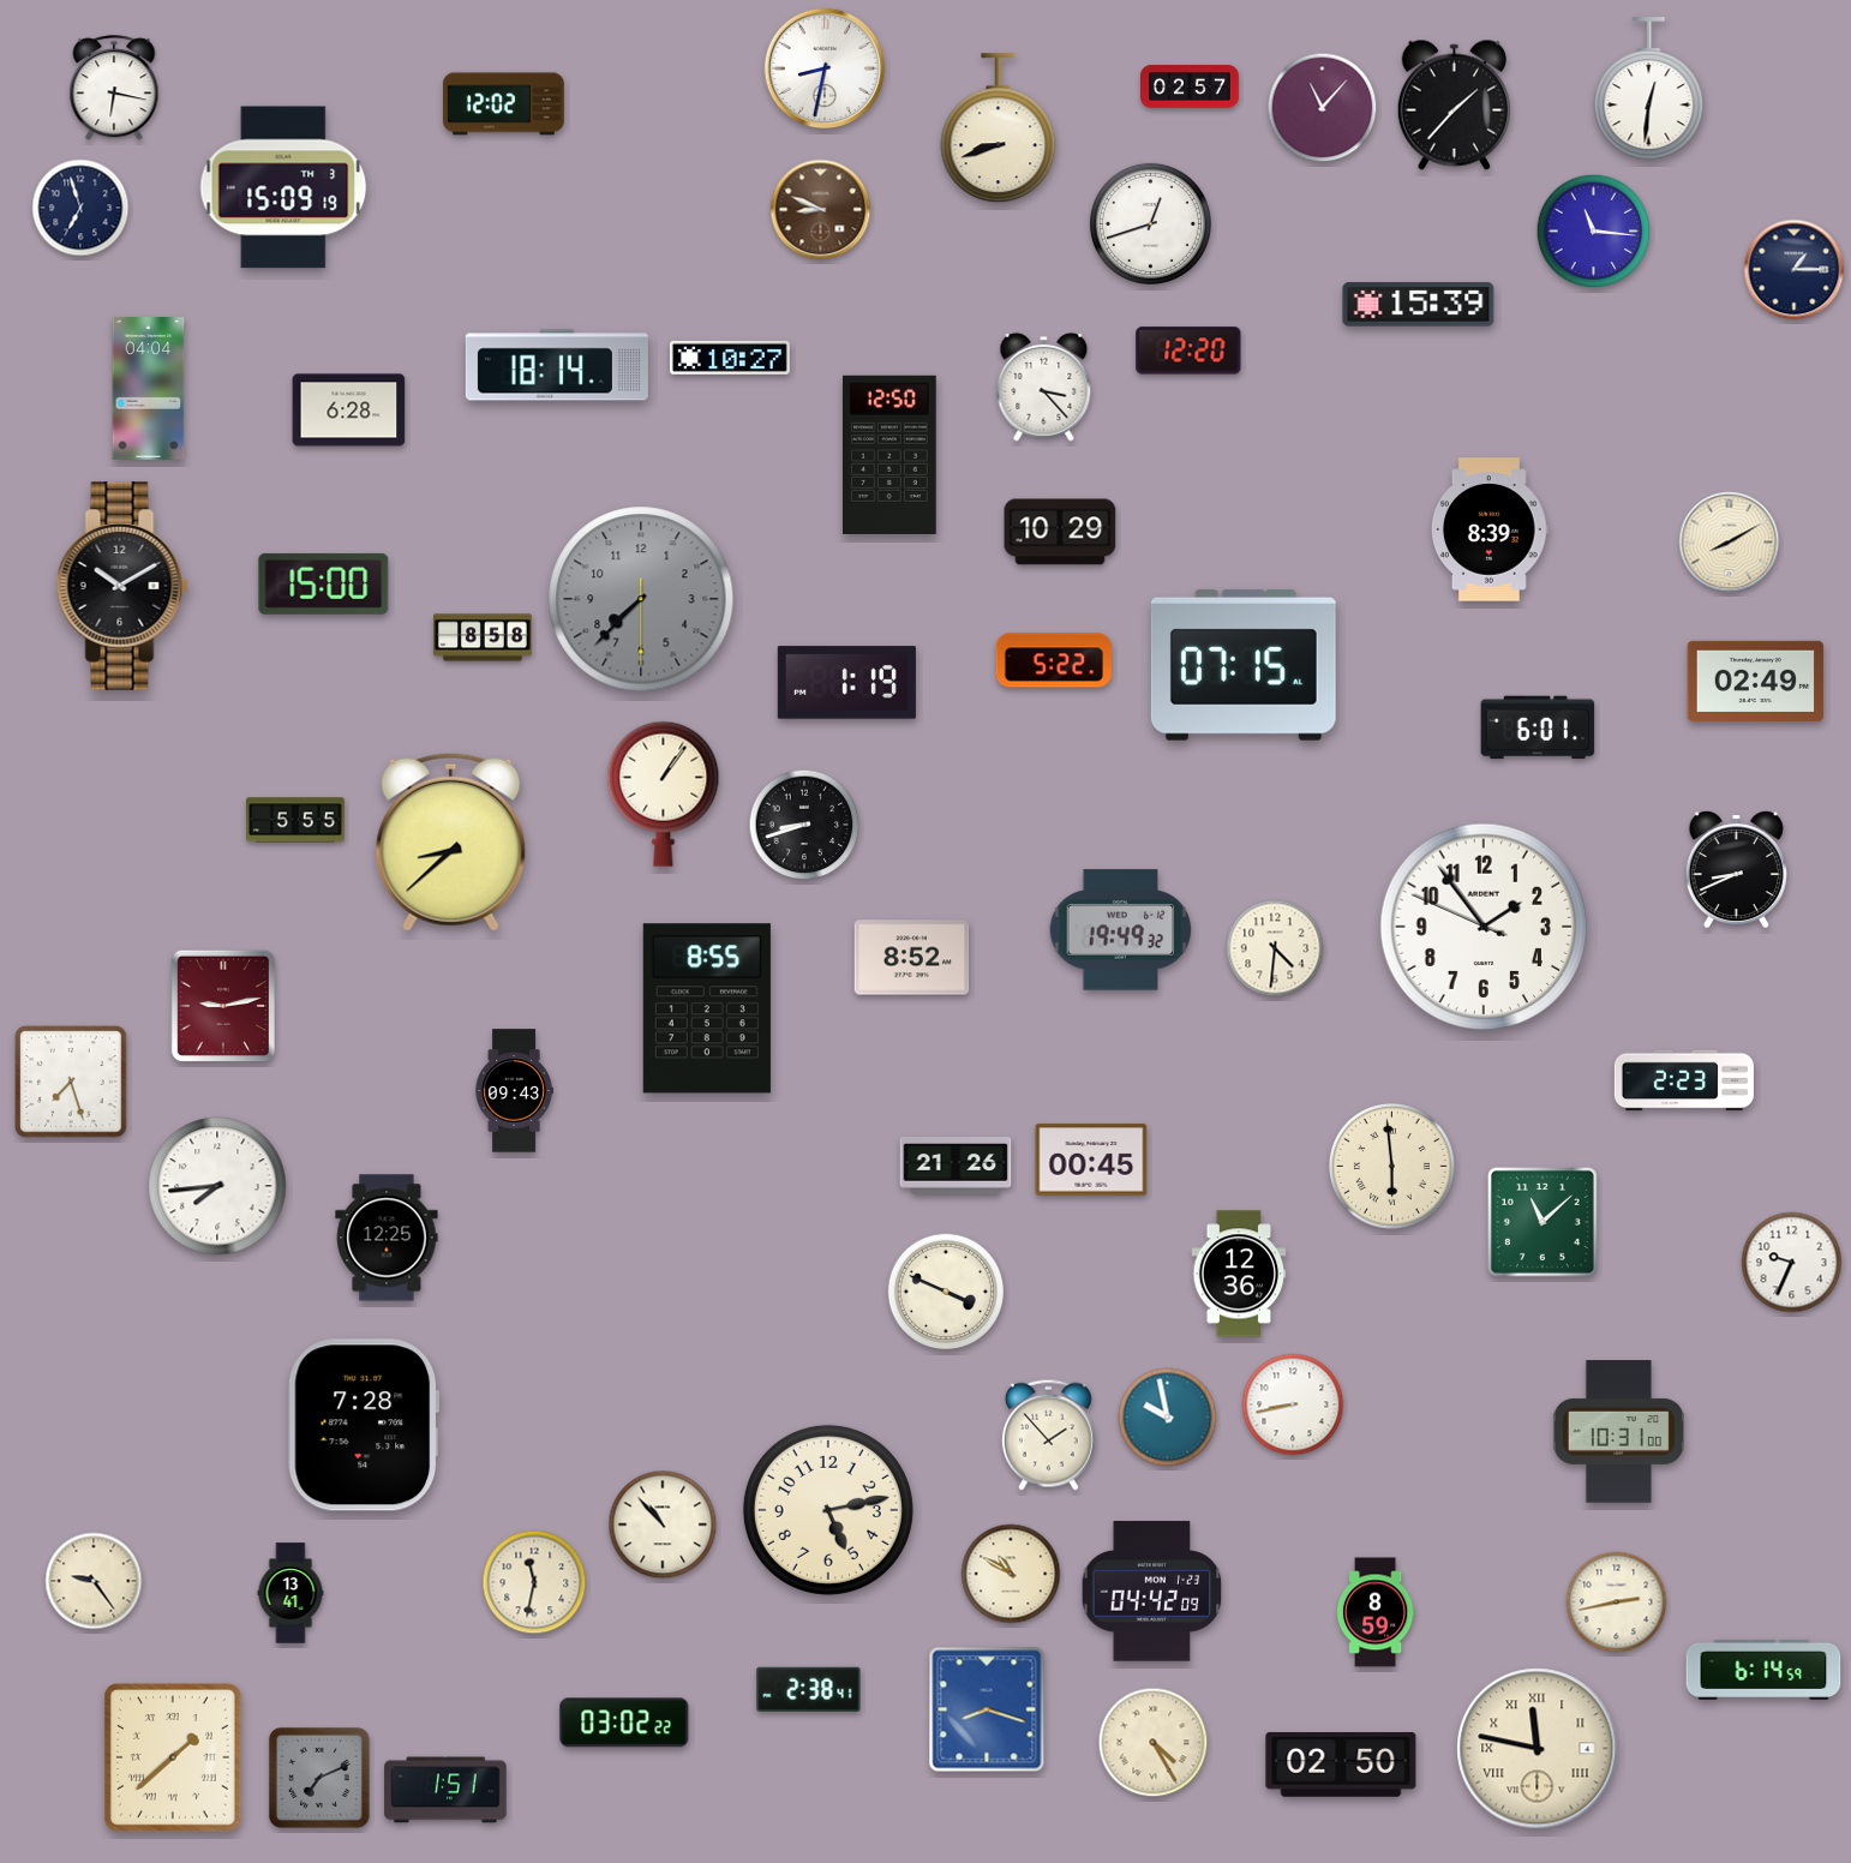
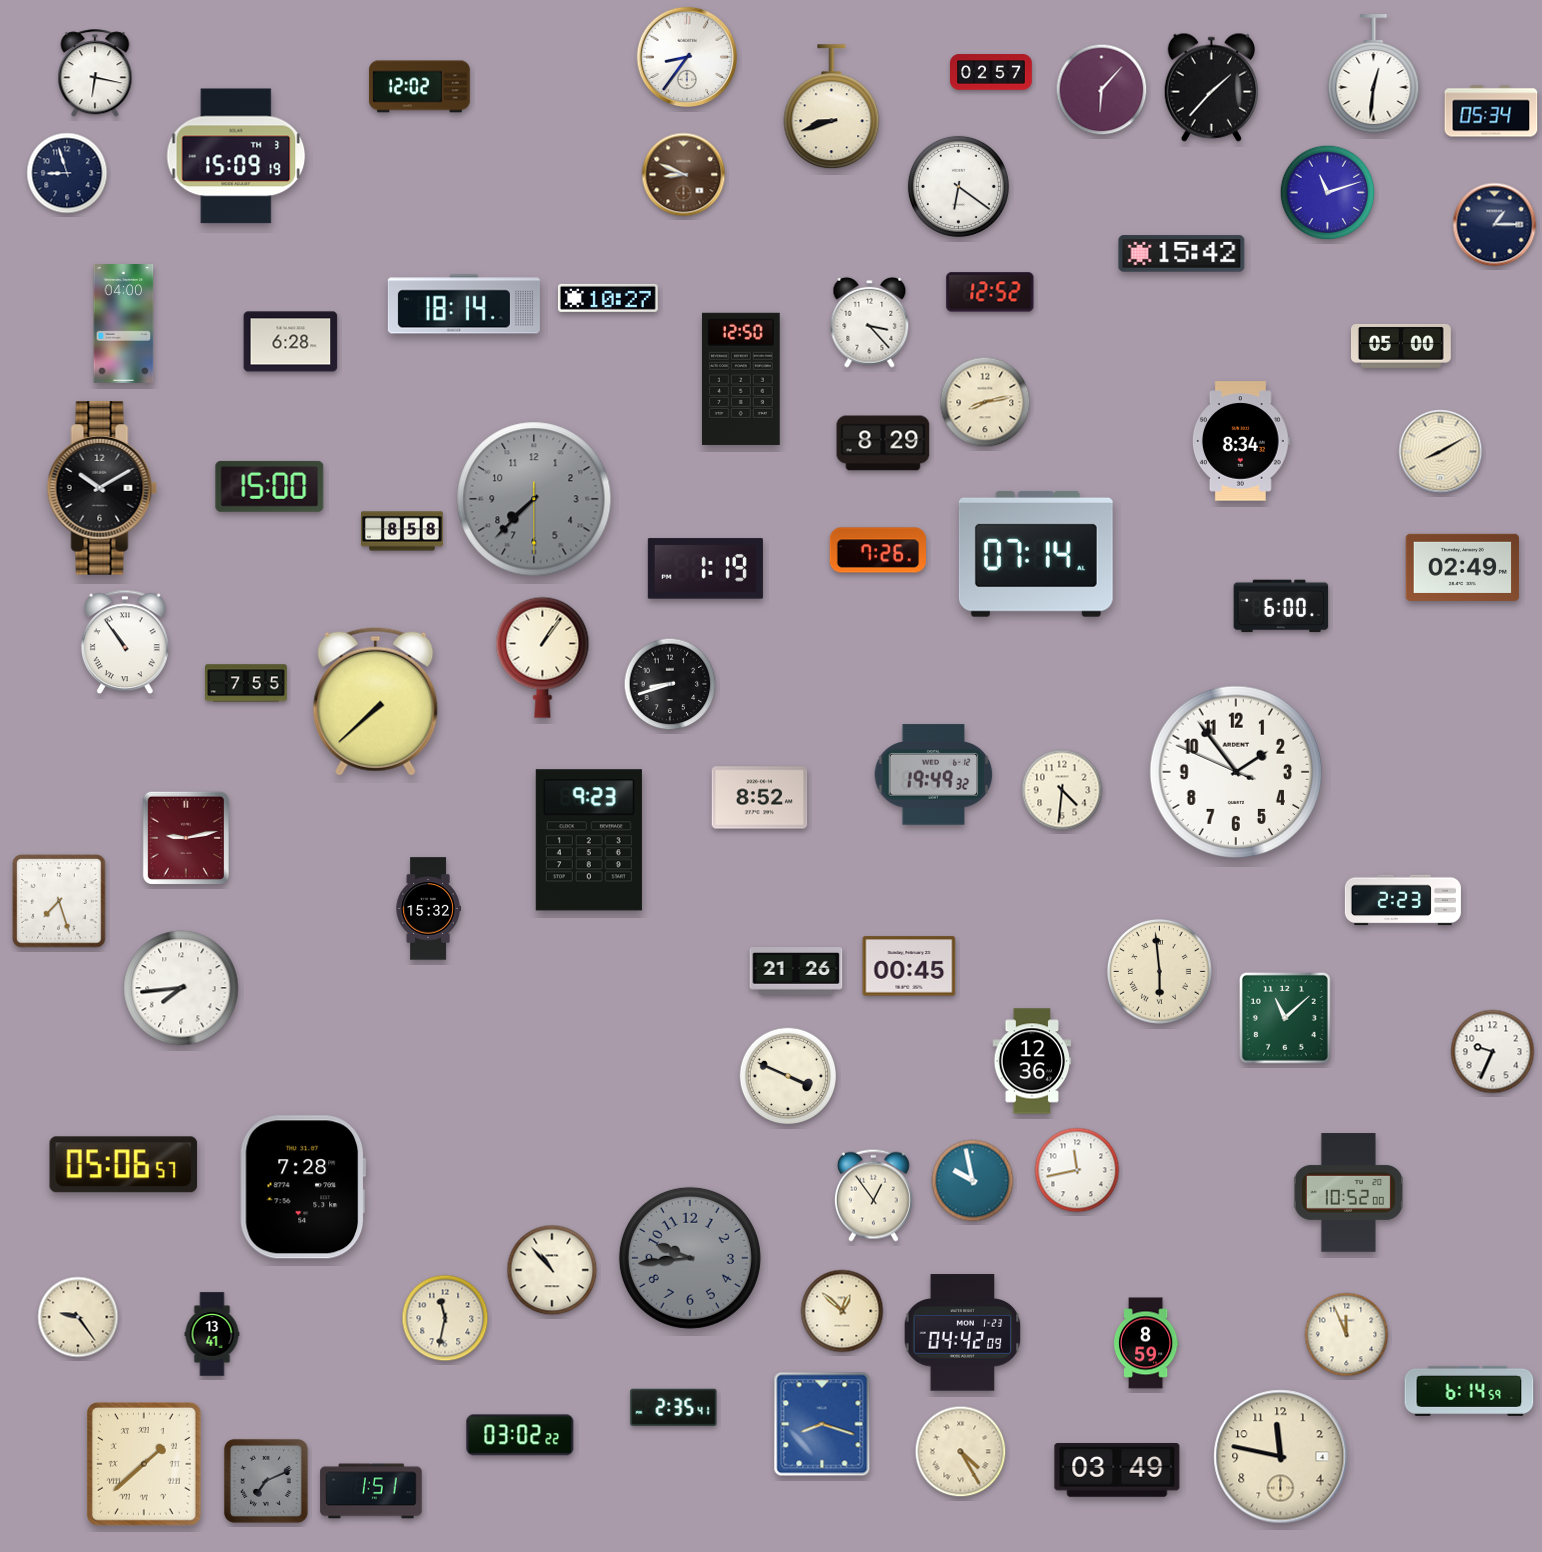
clock at (825, 68): 8:32 -> 8:36
clock at (1323, 108): 11:07 -> 6:07
clock at (1491, 111): none -> 05:34
clock at (80, 208): 6:57 -> 8:57
clock at (1150, 223): 12:42 -> 6:21
clock at (1594, 232): 11:16 -> 11:12
clock at (1419, 305): 15:39 -> 15:42
clock at (1188, 351): 12:20 -> 12:52
clock at (149, 389): 04:04 -> 04:00
clock at (1402, 347): none -> 05:00
clock at (985, 402): none -> 8:13
clock at (1490, 529): 8:39 -> 8:34
clock at (1060, 532): 10:29 -> 8:29
clock at (1053, 660): 5:22 -> 7:26
clock at (1244, 665): 07:15 -> 07:14
clock at (1538, 727): 6:01 -> 6:00
clock at (125, 642): none -> 10:54
clock at (664, 793) position: (664, 793) -> (543, 657)
clock at (296, 820): 5:55 -> 7:55
clock at (804, 825) position: (804, 825) -> (670, 684)
clock at (451, 841): 8:38 -> 7:38
clock at (1736, 869): 8:41 -> none
clock at (707, 1008): 8:55 -> 9:23
clock at (514, 1091): 09:43 -> 15:32
clock at (387, 1238): 12:25 -> none
clock at (124, 1165): none -> 05:06
clock at (1293, 1404): 8:43 -> 11:43
clock at (1618, 1432): 10:31 -> 10:52
clock at (1048, 1434): 1:53 -> 12:54
clock at (828, 1510): 5:13 -> 9:44
clock at (828, 1510) dial: cream -> grey
clock at (1011, 1574): 10:50 -> 12:52
clock at (1152, 1592) position: (1152, 1592) -> (963, 1333)
clock at (290, 1593) position: (290, 1593) -> (212, 1334)
clock at (1617, 1603): 2:43 -> 11:56
clock at (809, 1689): 2:38 -> 2:35
clock at (1538, 1749) numerals: Roman -> Arabic
clock at (1341, 1766): 02:50 -> 03:49
